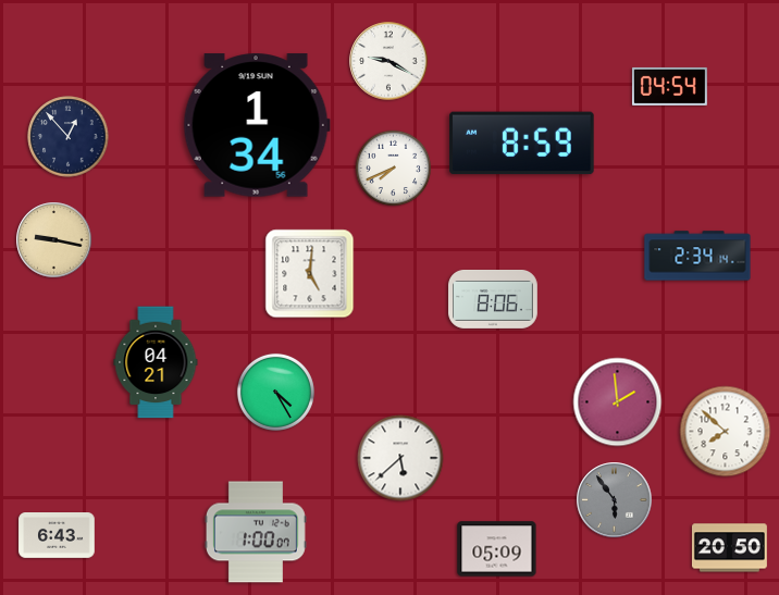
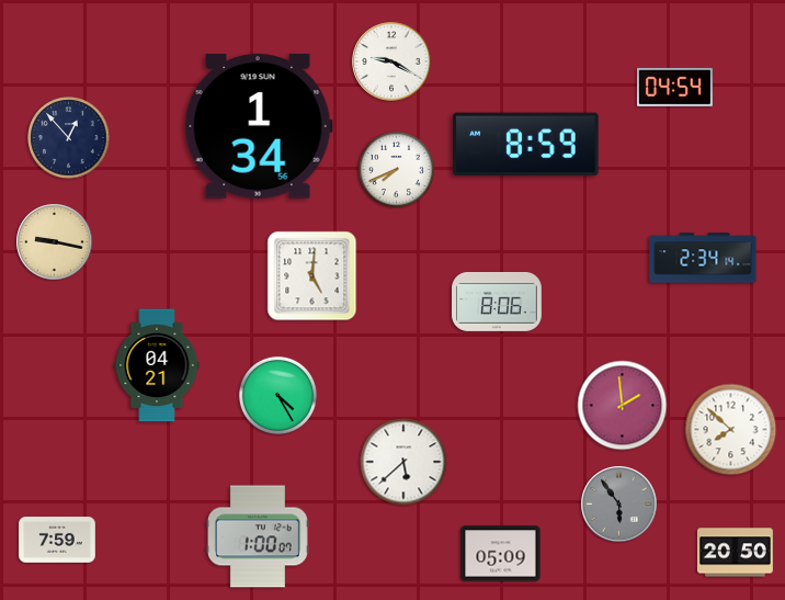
clock at (726, 432) position: (726, 432) -> (731, 430)
clock at (57, 536): 6:43 -> 7:59
